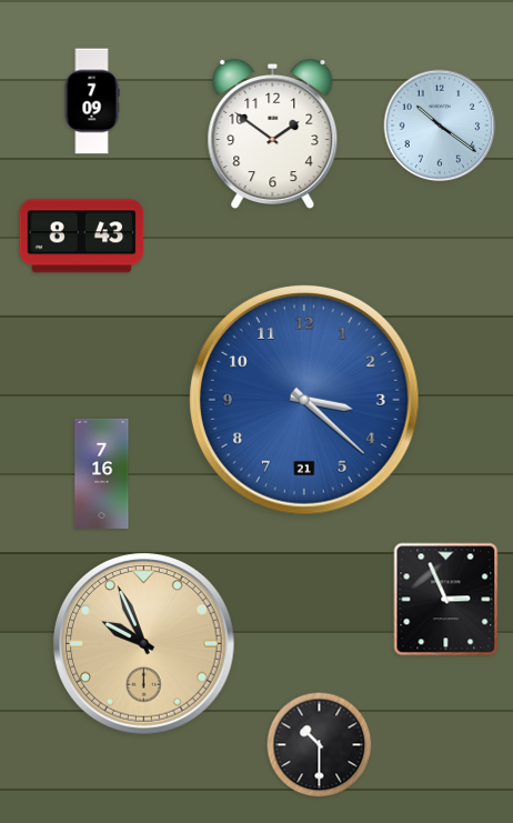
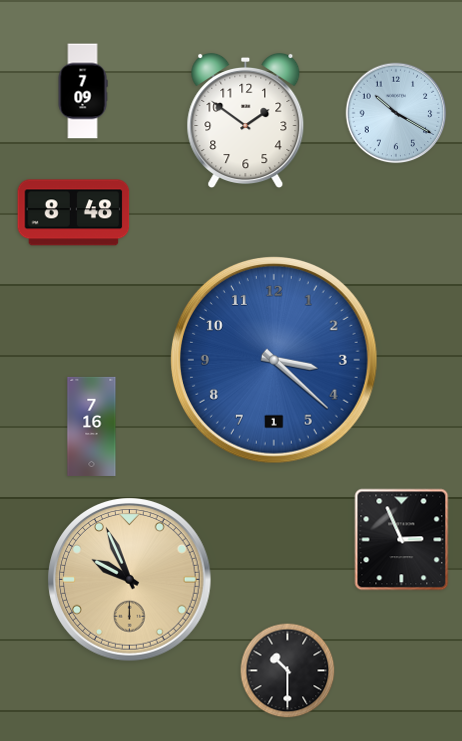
clock at (440, 126): 10:21 -> 10:20
clock at (82, 237): 8:43 -> 8:48
clock at (304, 400) date: 21 -> 1
